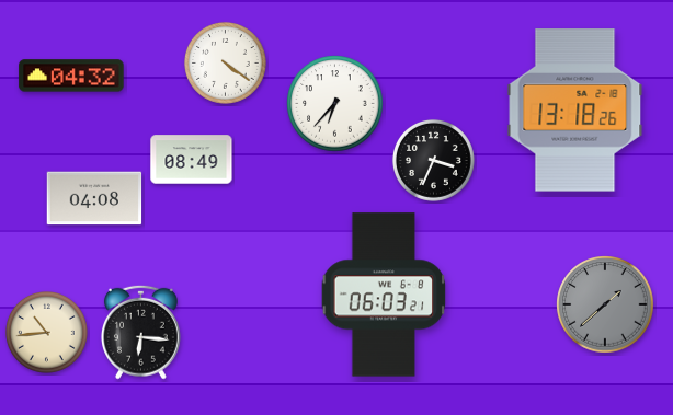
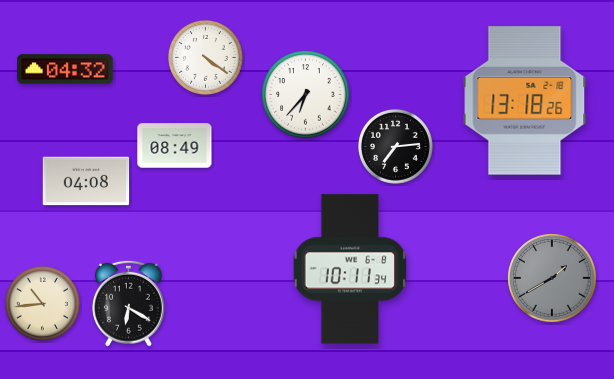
clock at (433, 160): 3:34 -> 7:14
clock at (384, 295): 06:03 -> 10:11
clock at (605, 304): 1:38 -> 1:40
clock at (140, 332): 6:16 -> 6:20
